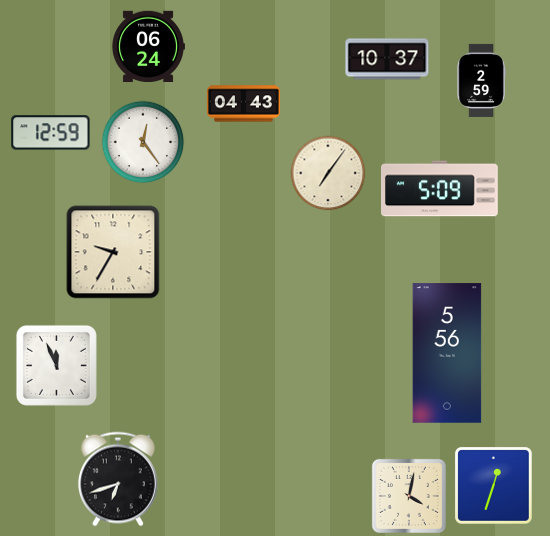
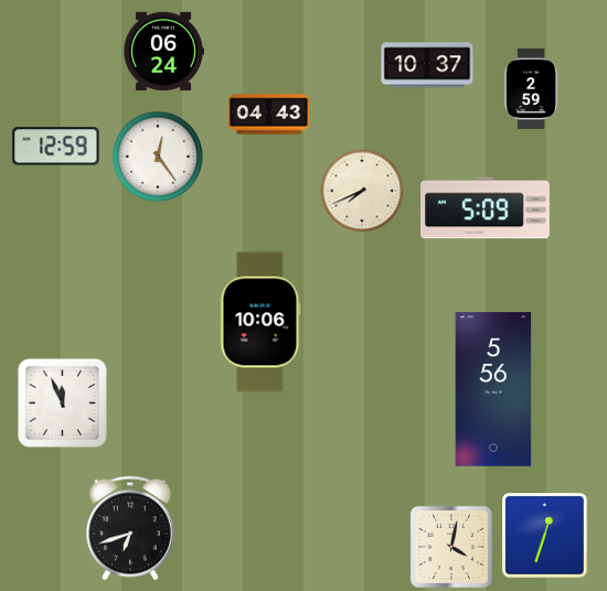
clock at (328, 173): 7:06 -> 7:41
clock at (113, 252): 9:35 -> none
clock at (260, 322): none -> 10:06
